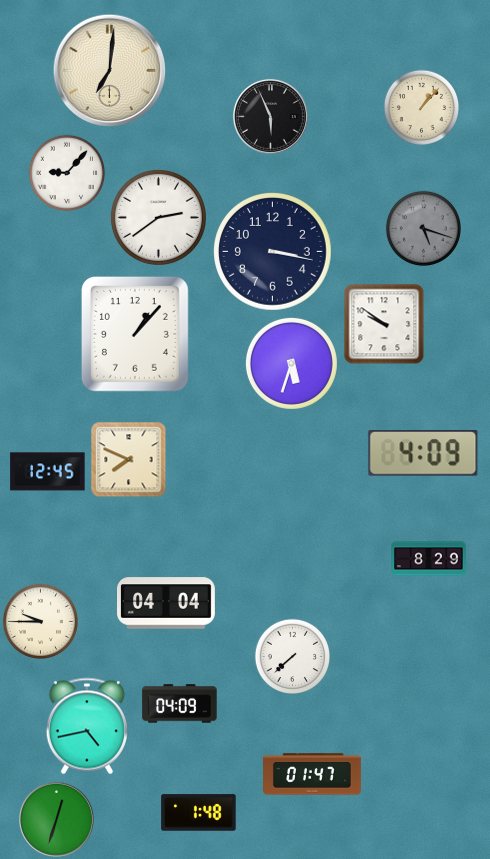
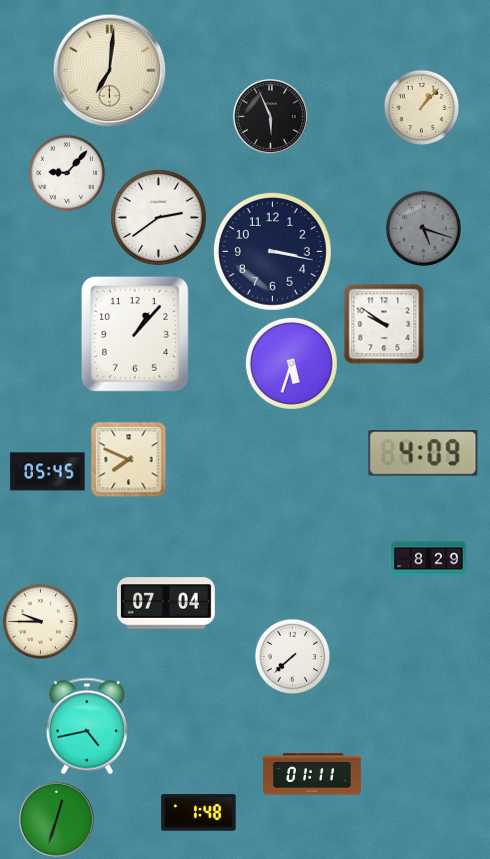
clock at (48, 472): 12:45 -> 05:45
clock at (167, 603): 04:04 -> 07:04
clock at (180, 704): 04:09 -> none
clock at (313, 774): 01:47 -> 01:11
